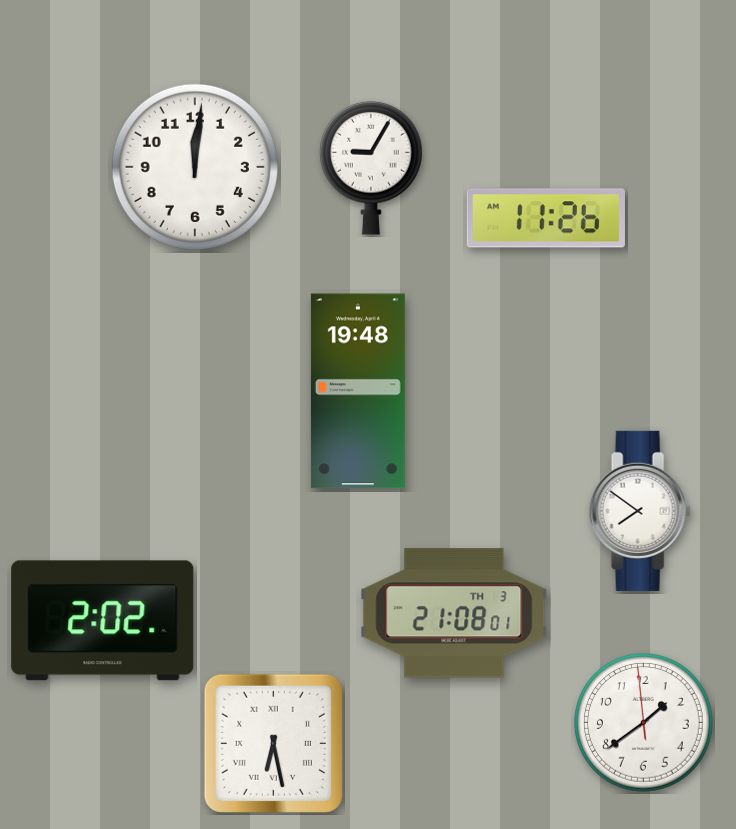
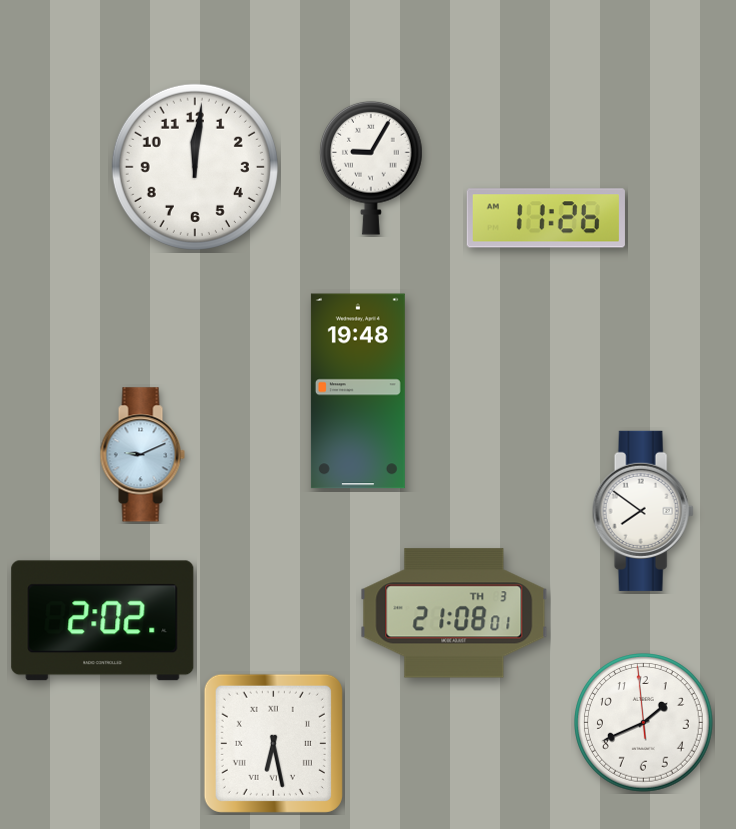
clock at (142, 455): none -> 9:11
clock at (640, 511) position: (640, 511) -> (643, 511)
clock at (644, 723): 1:38 -> 1:40
